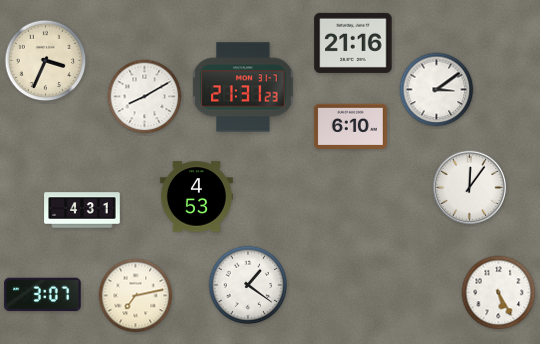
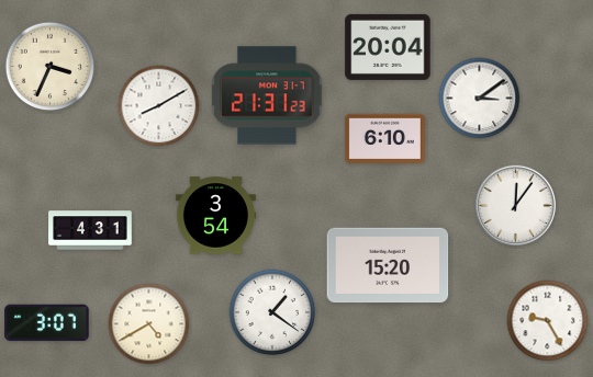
clock at (353, 43): 21:16 -> 20:04
clock at (196, 197): 4:53 -> 3:54
clock at (388, 265): none -> 15:20
clock at (499, 293): 5:25 -> 9:25
clock at (136, 296): 7:13 -> 4:40
